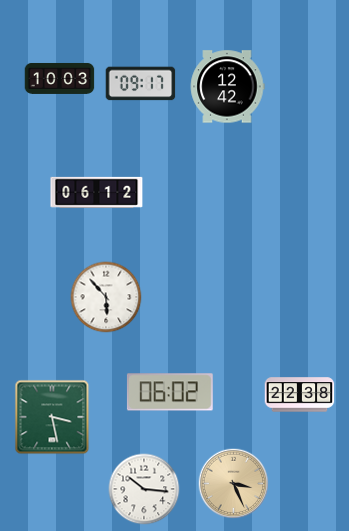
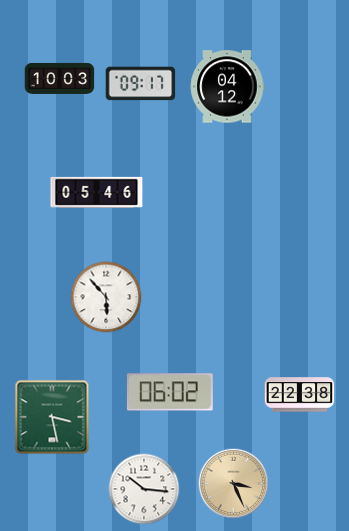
clock at (227, 87): 12:42 -> 04:12
clock at (97, 192): 06:12 -> 05:46
